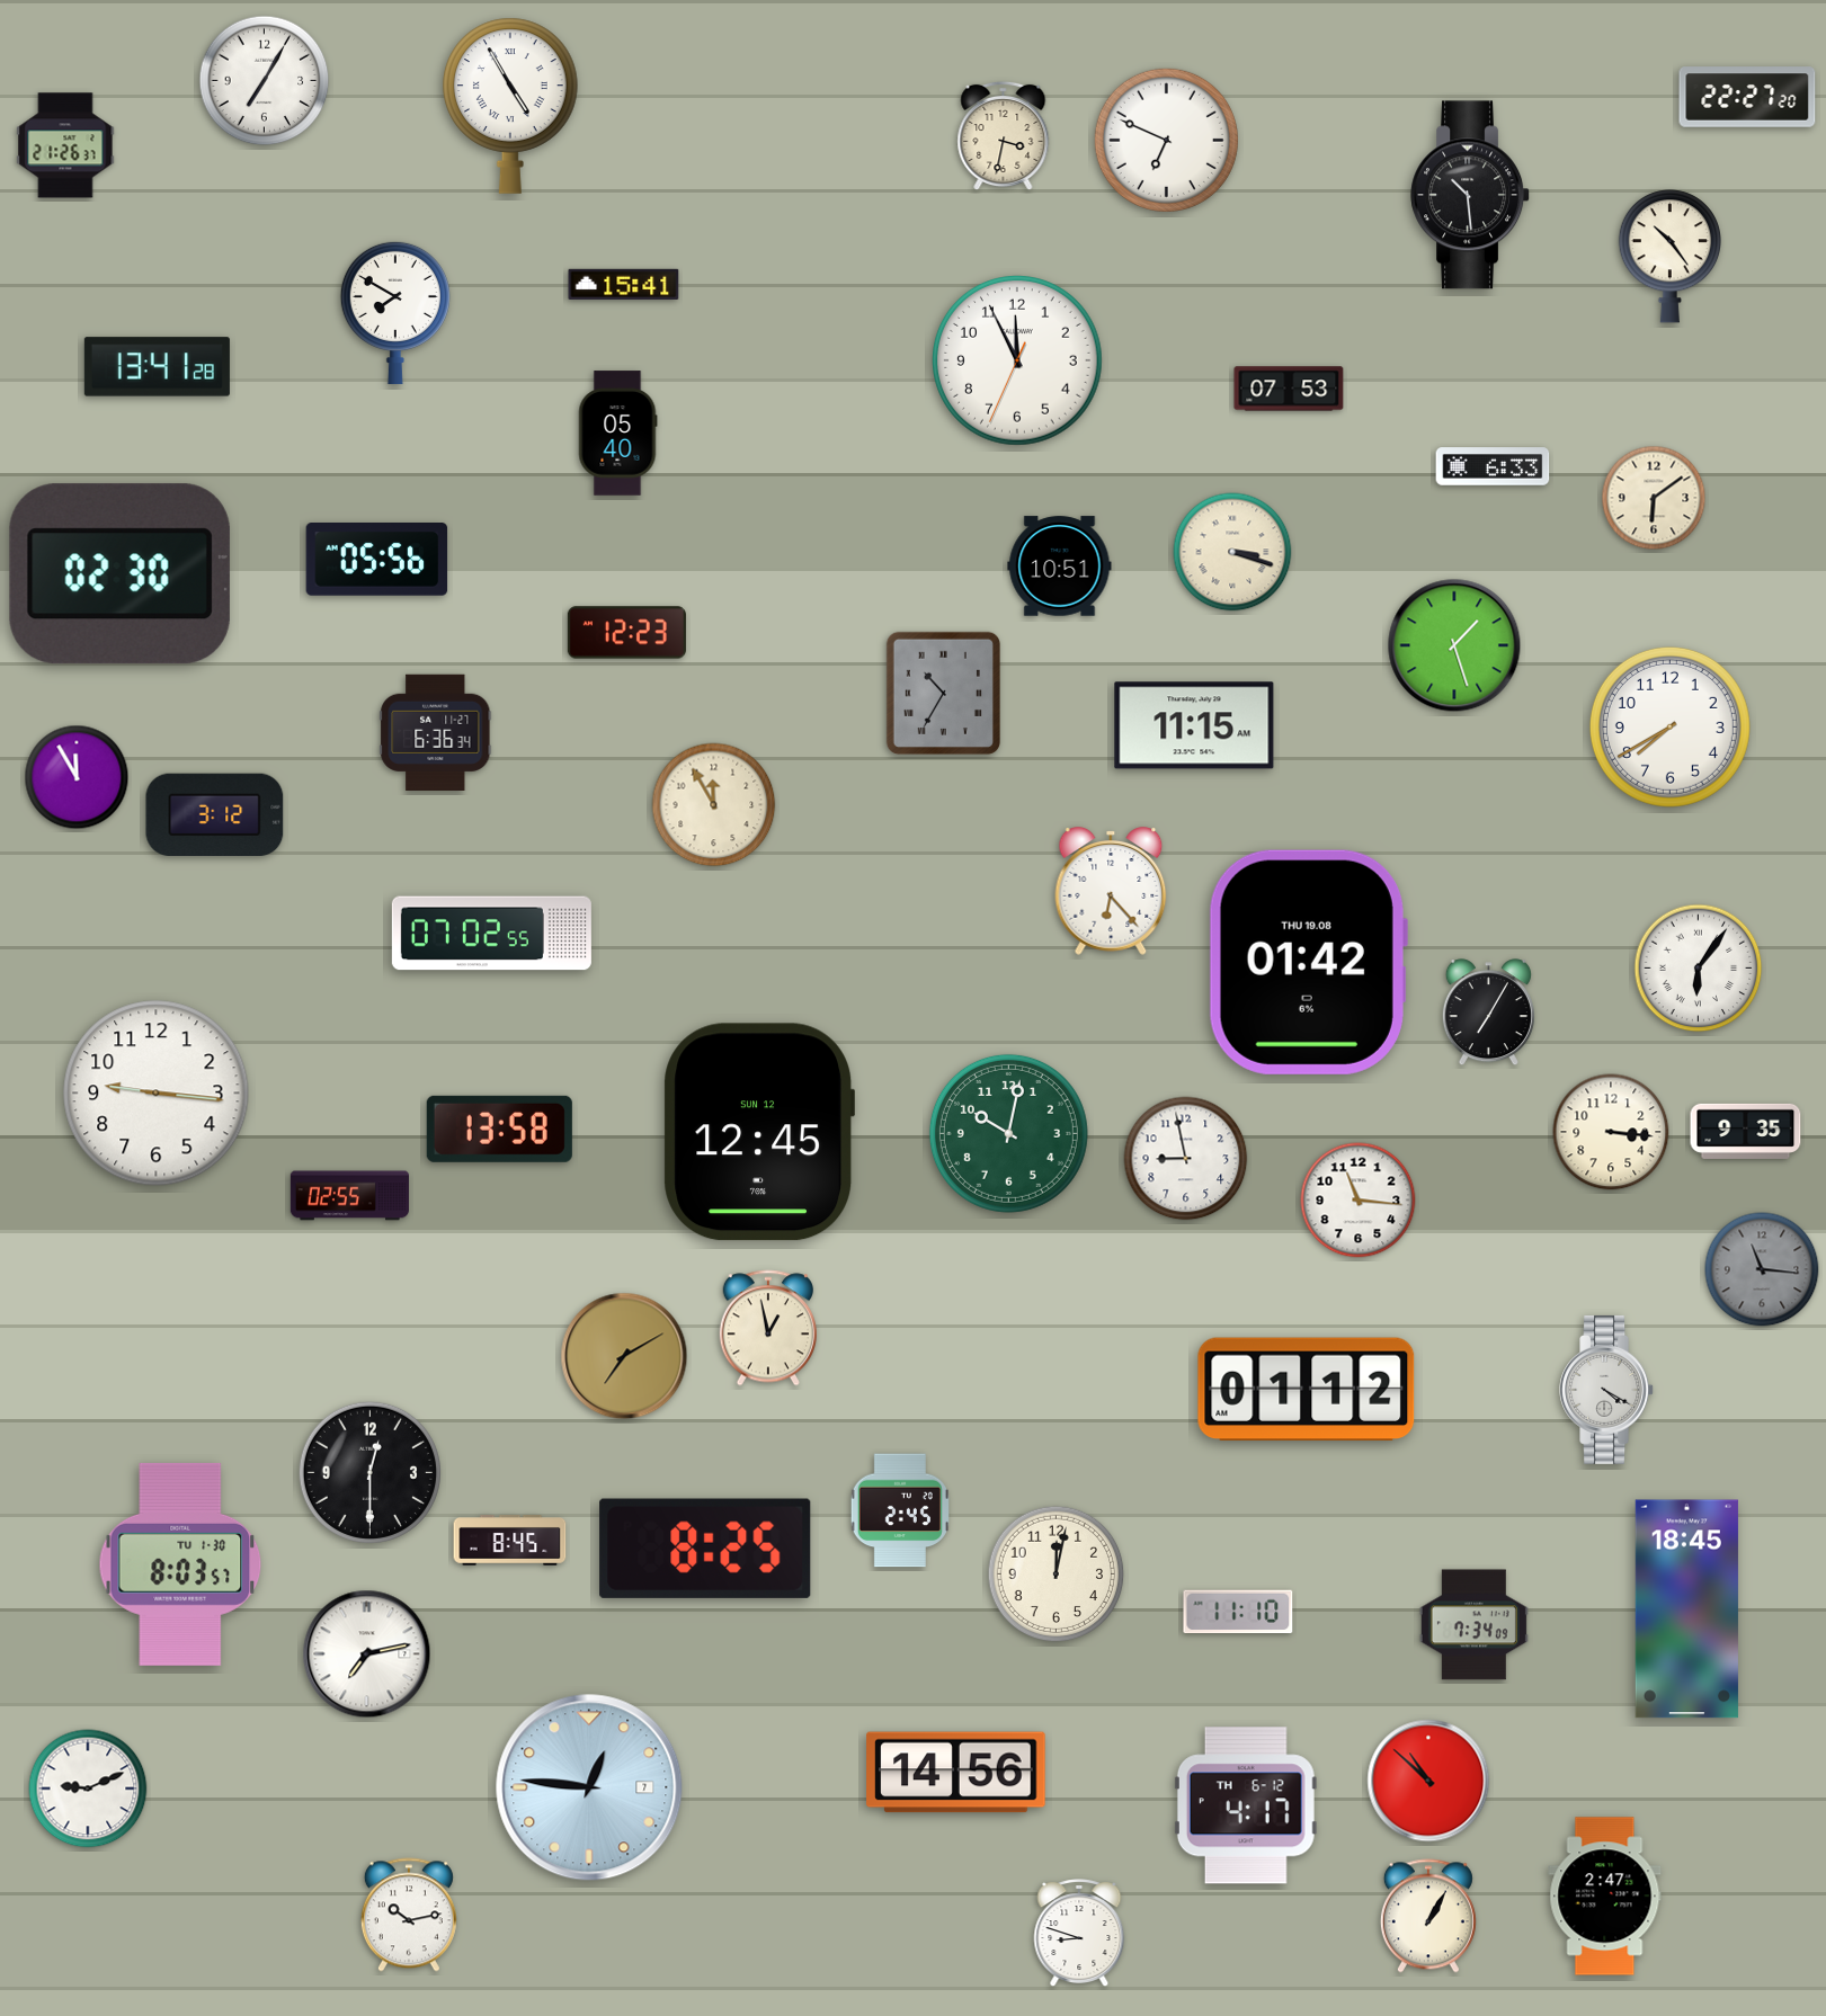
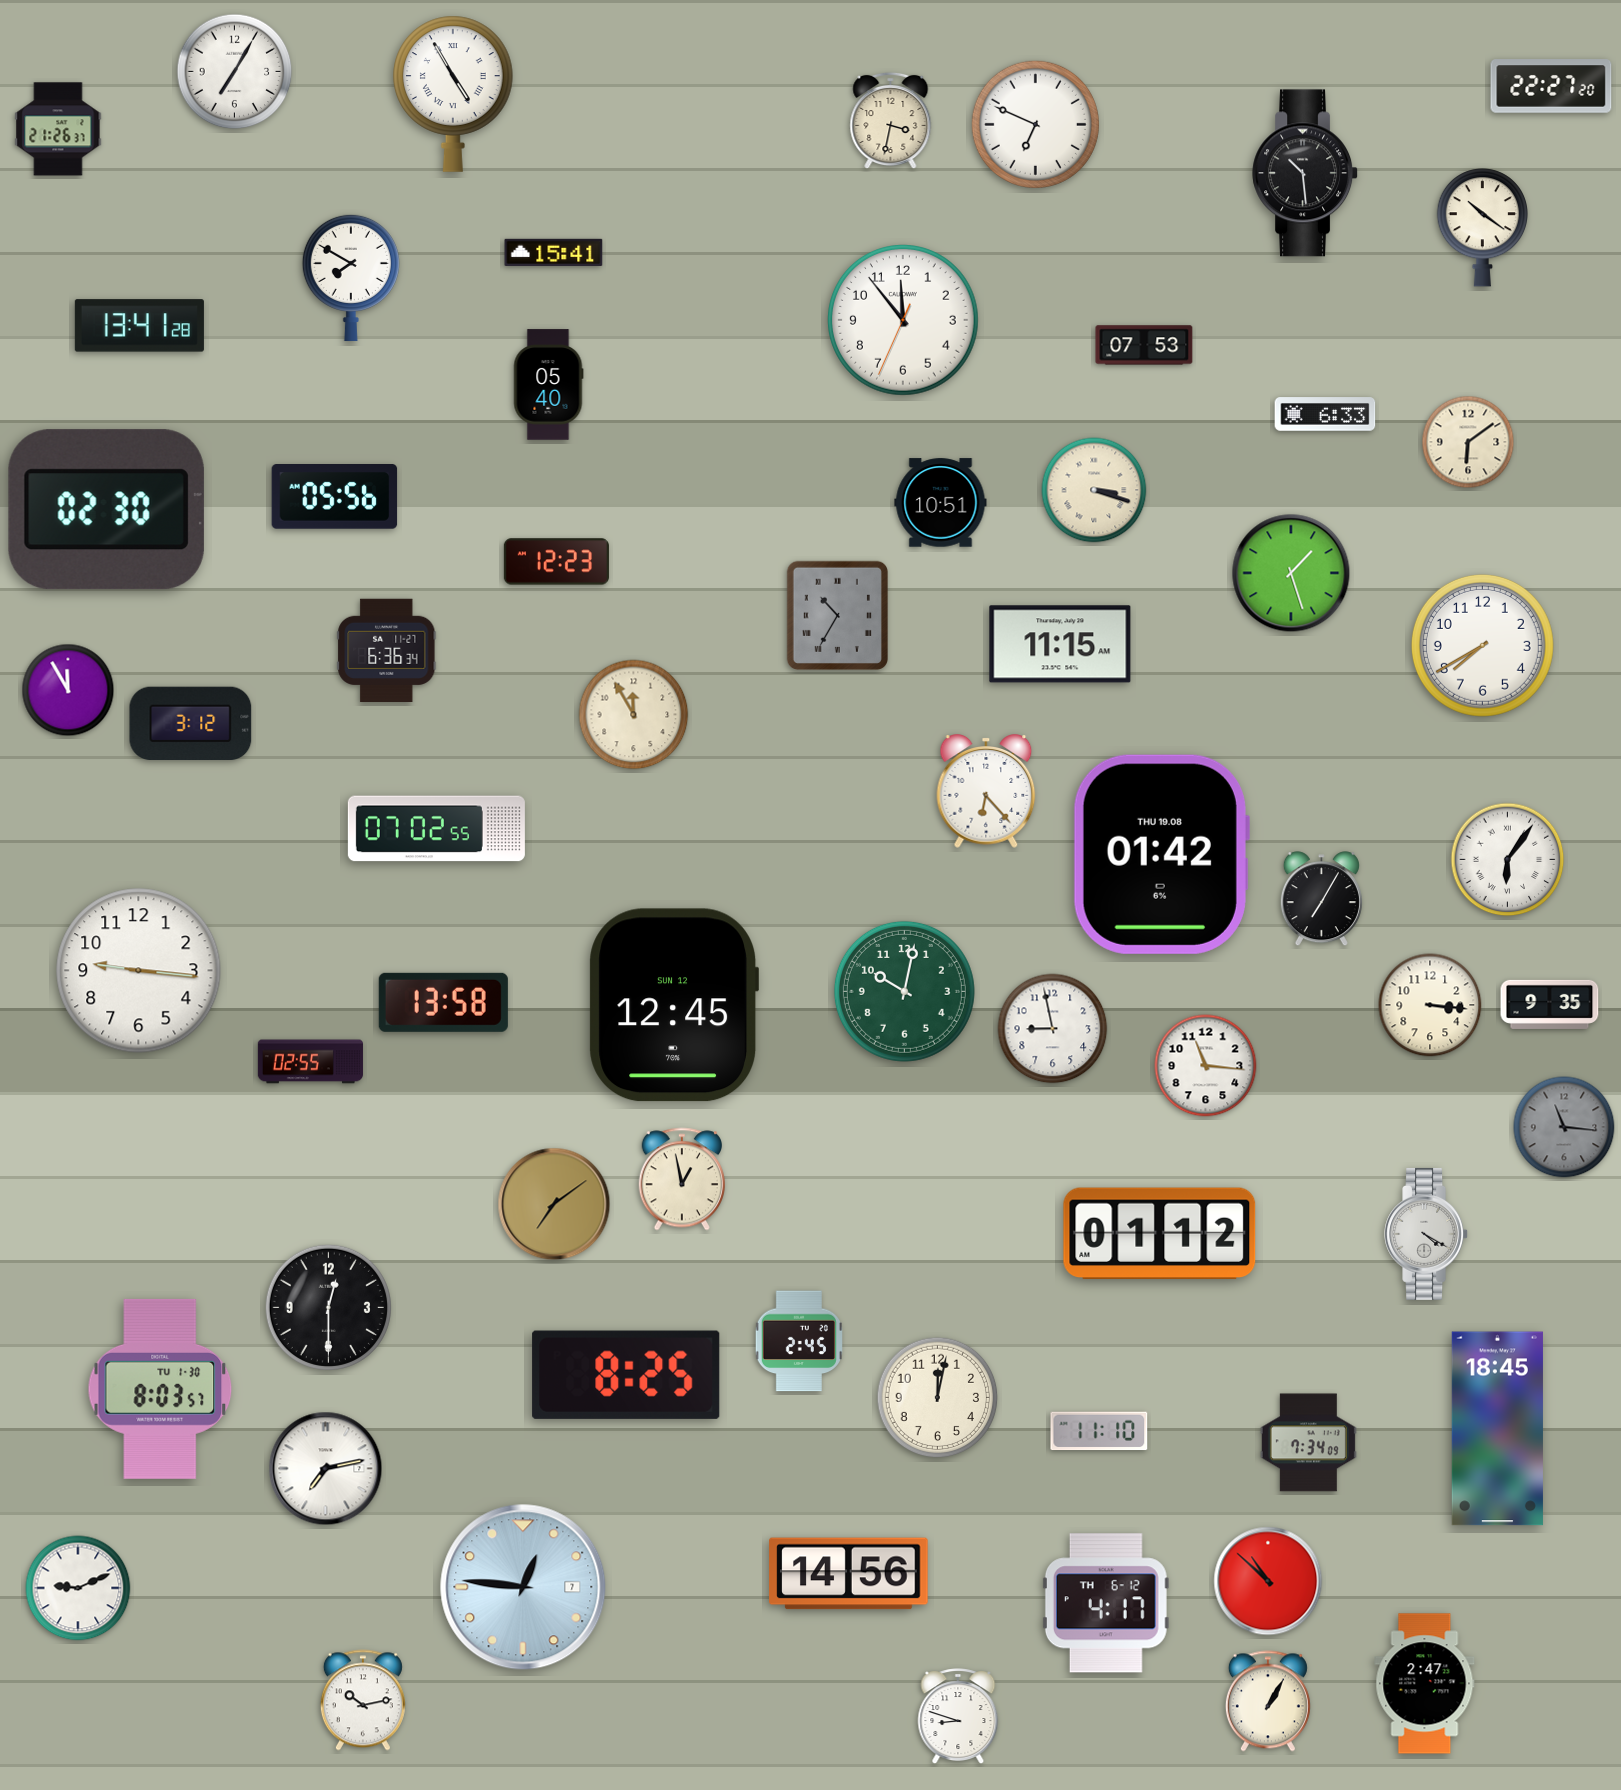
clock at (1669, 257): 10:24 -> 10:21
clock at (1018, 362): 11:55 -> 11:53
clock at (1008, 1133) position: (1008, 1133) -> (904, 991)
clock at (624, 1356): 7:10 -> 7:09
clock at (510, 1541): 8:45 -> none
